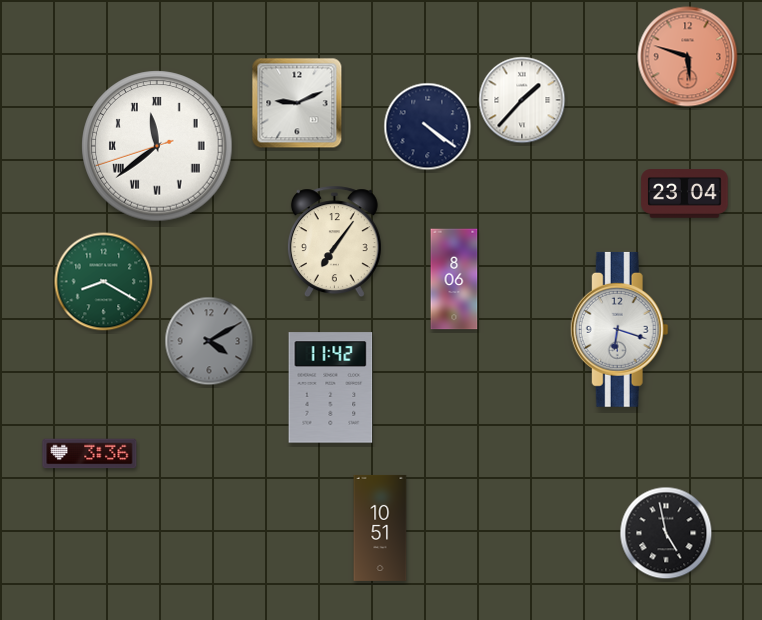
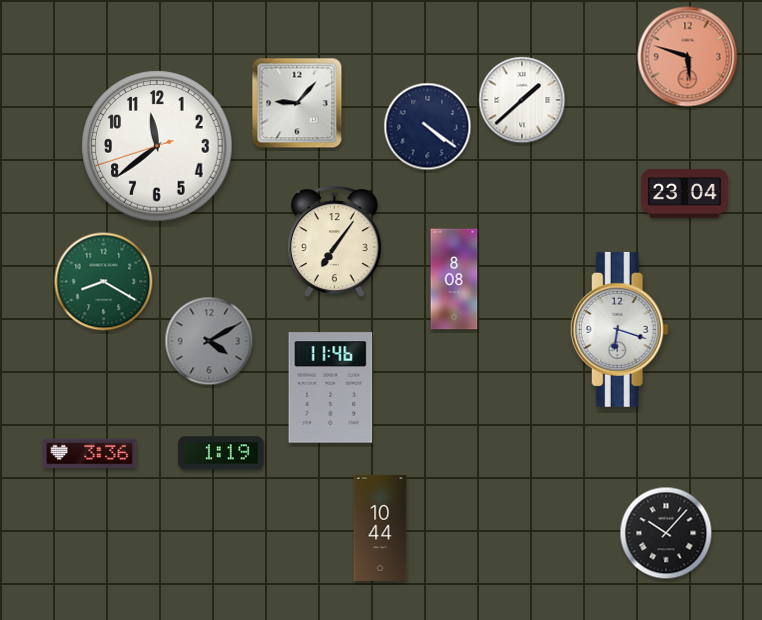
clock at (522, 100): 1:37 -> 1:38
clock at (297, 103): 9:11 -> 9:07
clock at (157, 146) numerals: Roman -> Arabic
clock at (454, 279): 8:06 -> 8:08
clock at (331, 388): 11:42 -> 11:46
clock at (221, 453): none -> 1:19
clock at (380, 528): 10:51 -> 10:44
clock at (666, 533): 4:58 -> 10:07
